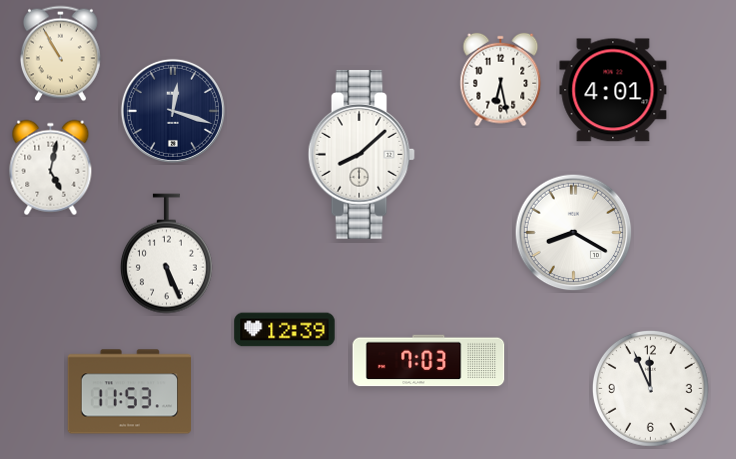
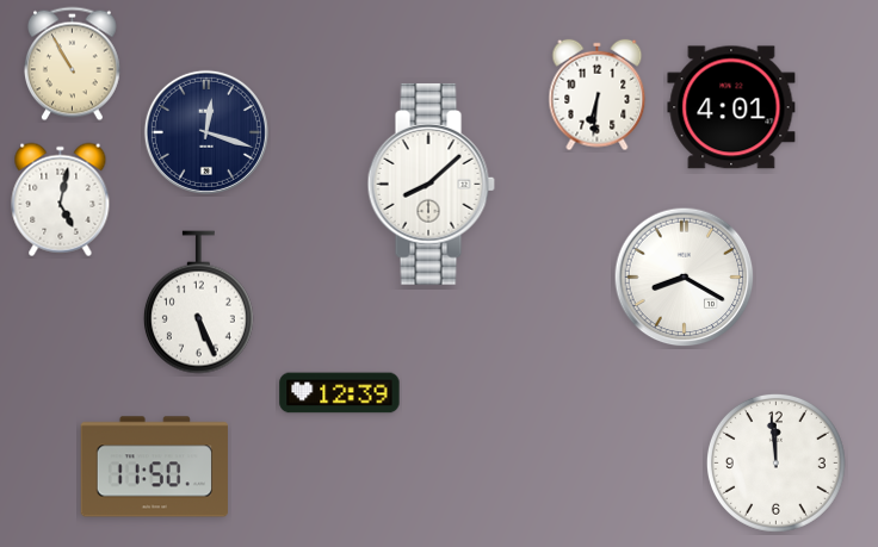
clock at (501, 80): 6:28 -> 6:31
clock at (429, 361): 7:03 -> none
clock at (650, 388): 11:56 -> 11:59
clock at (129, 392): 11:53 -> 11:50
